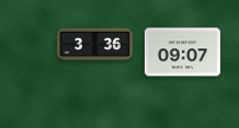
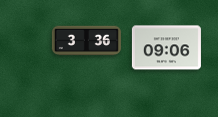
clock at (182, 53): 09:07 -> 09:06
